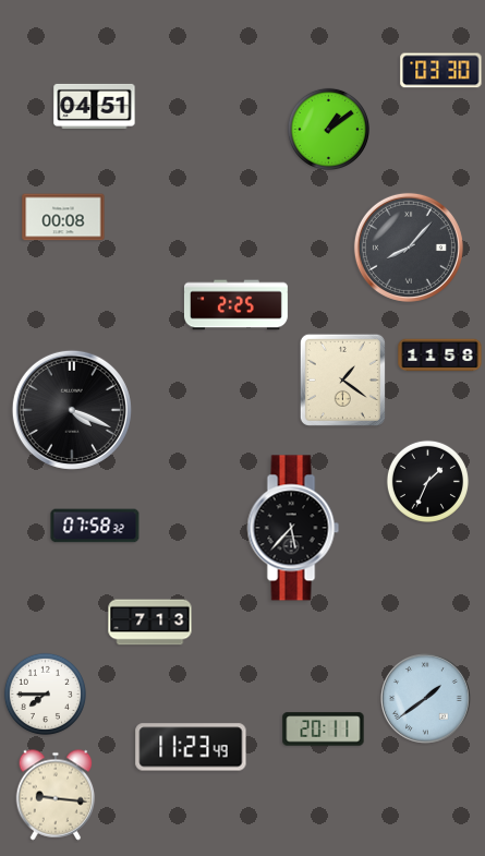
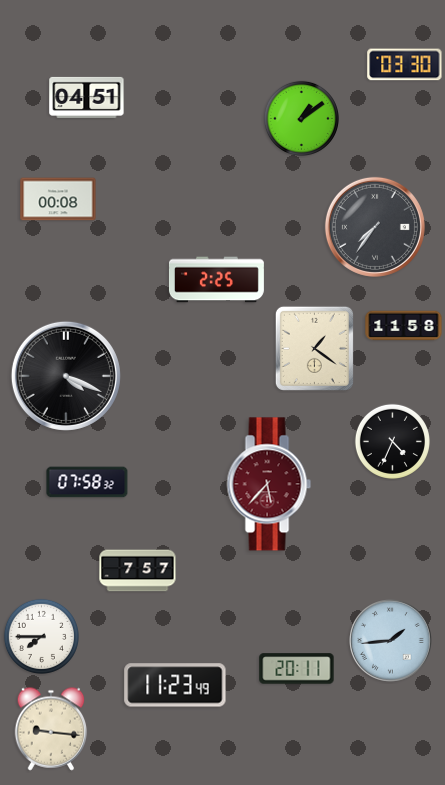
clock at (409, 248): 8:07 -> 7:36
clock at (427, 481): 1:34 -> 4:34
clock at (293, 528) dial: black -> burgundy
clock at (150, 623): 7:13 -> 7:57
clock at (426, 699): 1:39 -> 1:44
